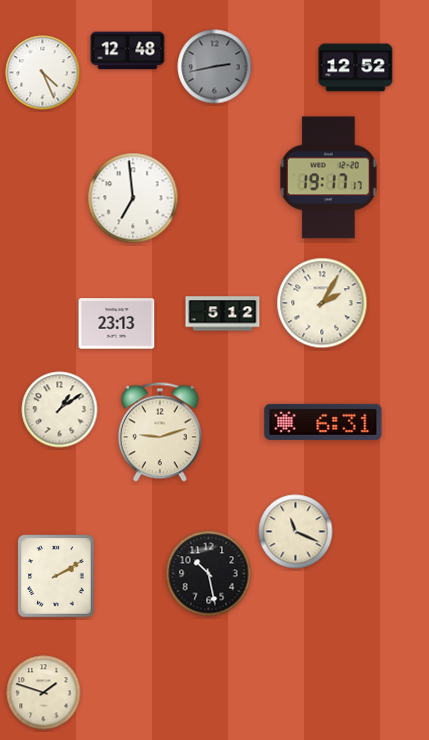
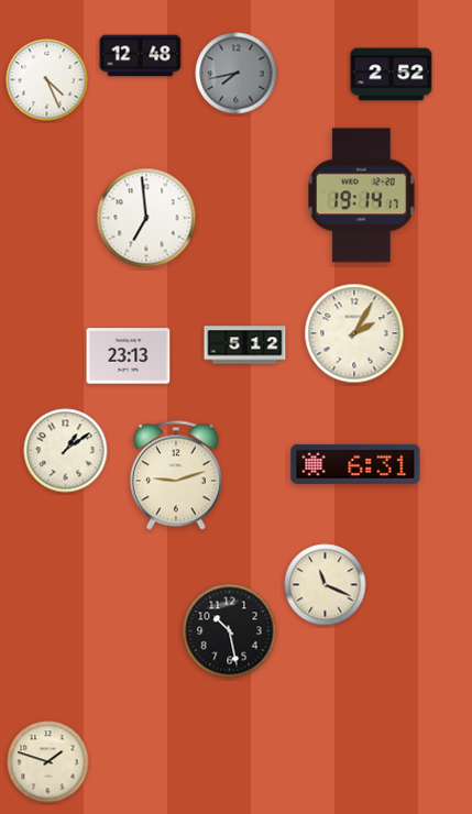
clock at (215, 67): 2:43 -> 7:43
clock at (356, 68): 12:52 -> 2:52
clock at (329, 178): 19:17 -> 19:14
clock at (56, 576): 2:10 -> none
